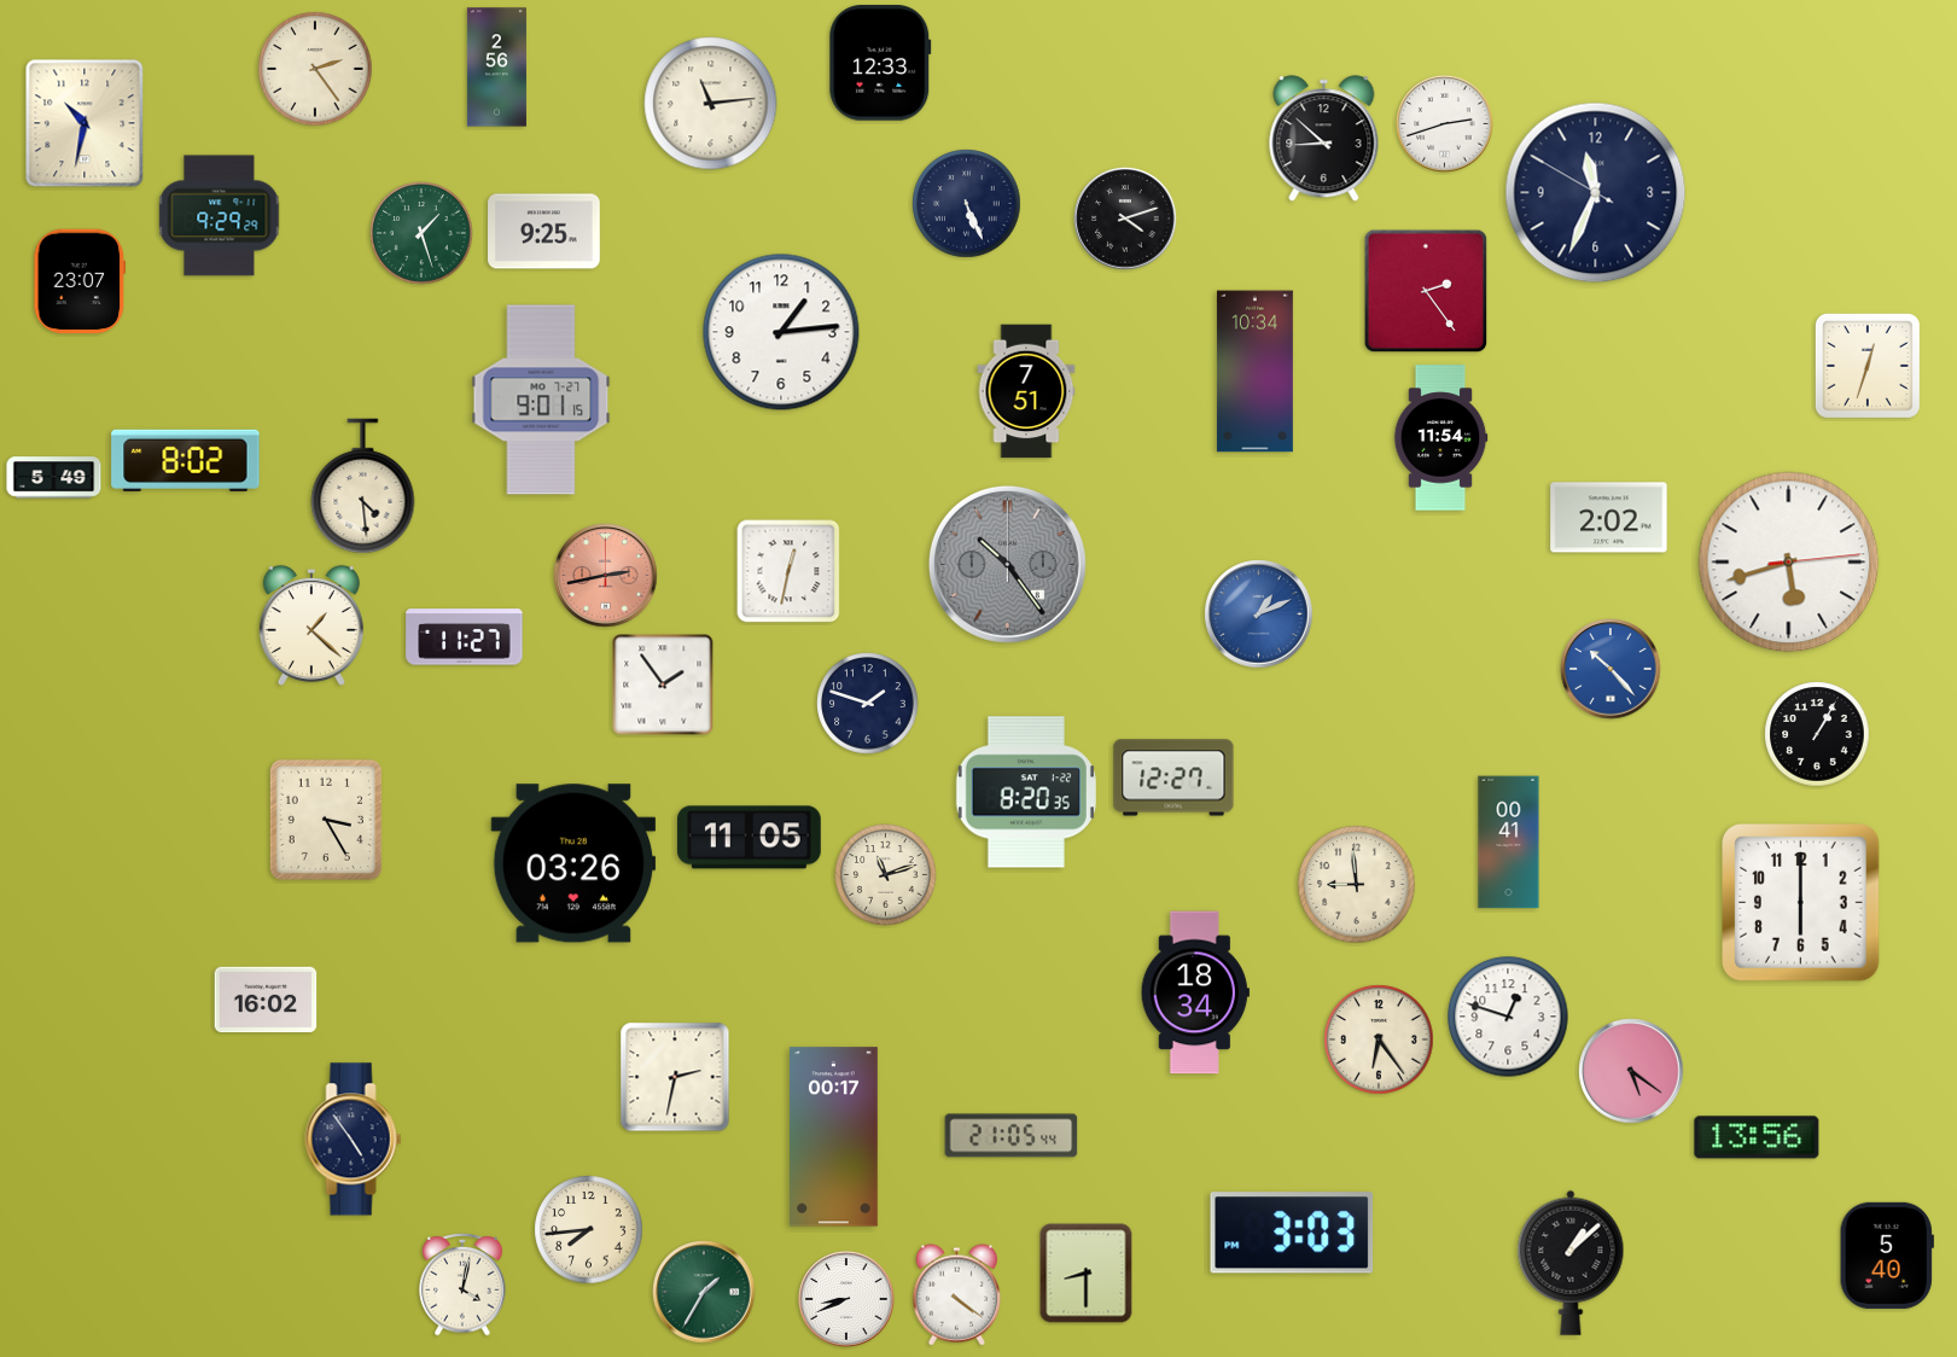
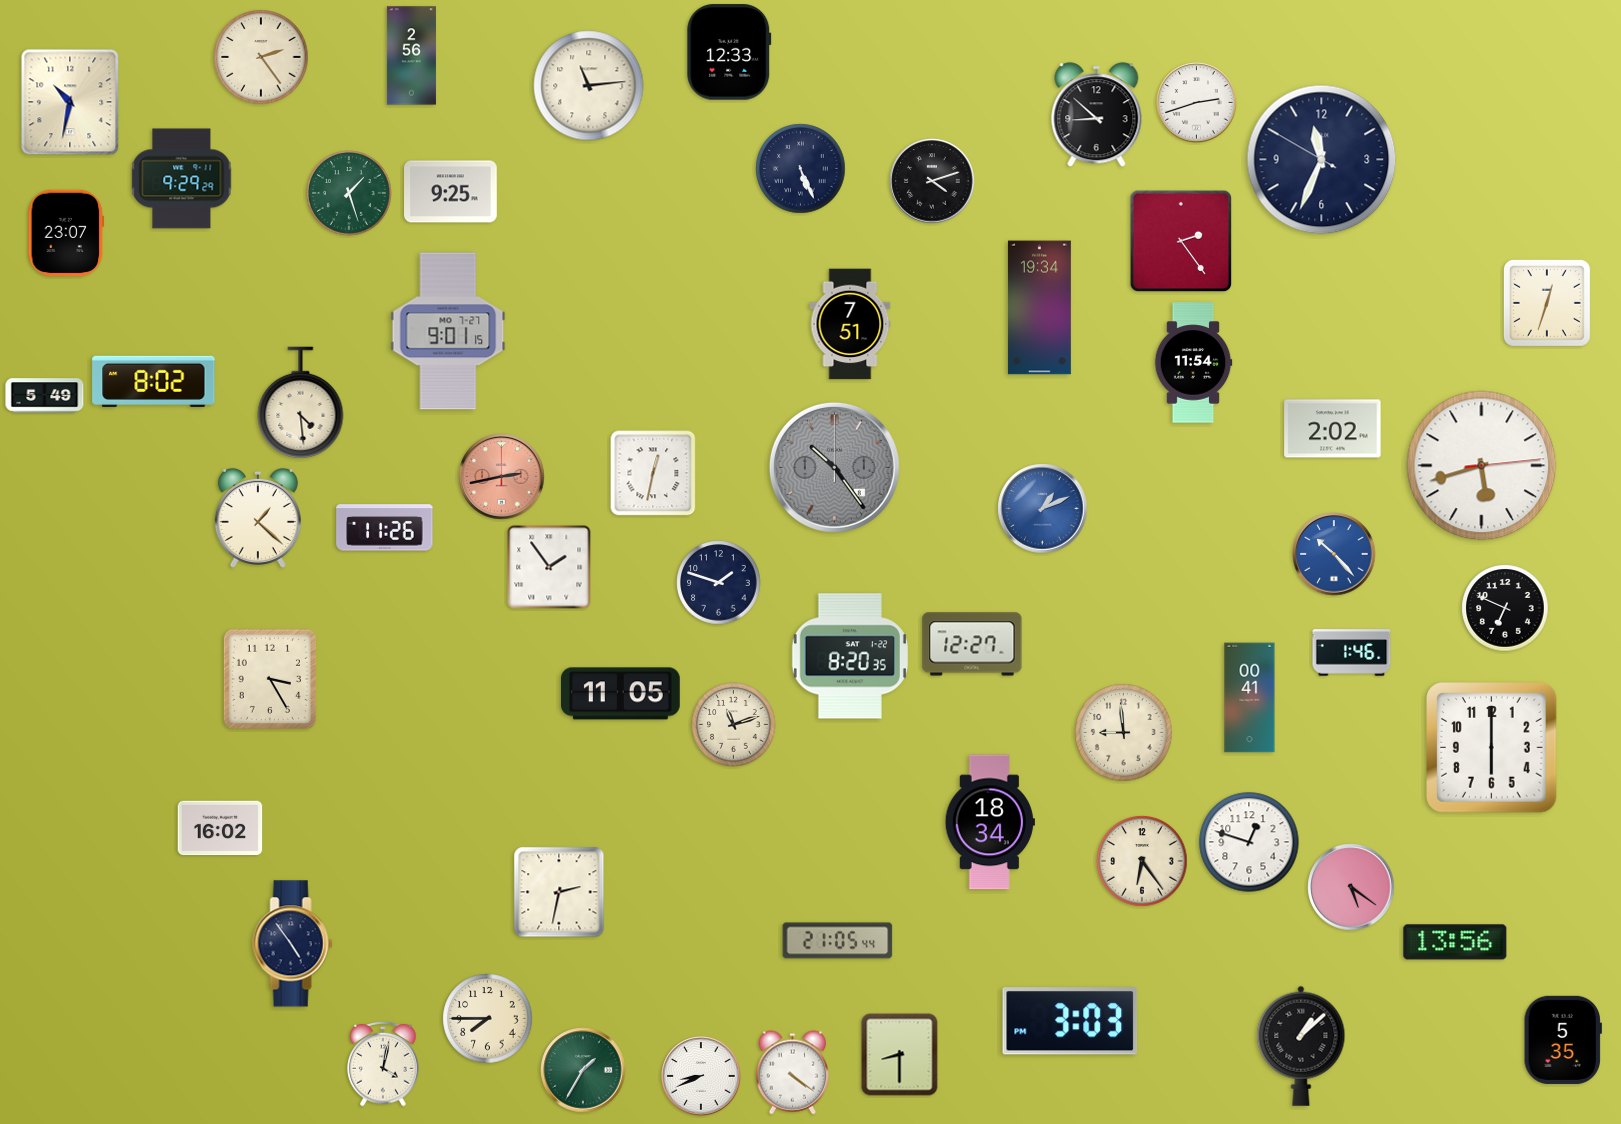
clock at (781, 332): 1:14 -> none
clock at (1254, 372): 10:34 -> 19:34
clock at (465, 637): 11:27 -> 11:26
clock at (1817, 734): 1:05 -> 6:49
clock at (1352, 653): none -> 1:46
clock at (573, 863): 03:26 -> none
clock at (834, 1137): 00:17 -> none
clock at (589, 1230): 7:44 -> 7:45
clock at (1887, 1256): 5:40 -> 5:35
